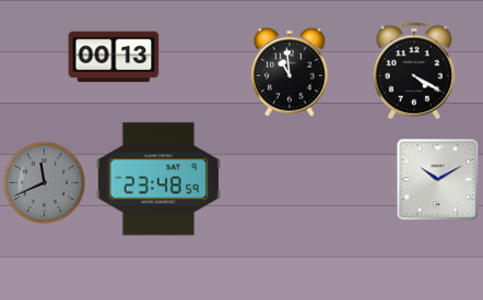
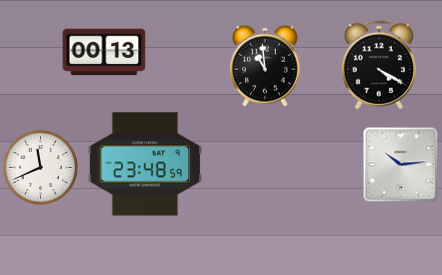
clock at (438, 180): 10:10 -> 10:14
clock at (44, 182) dial: grey -> white
